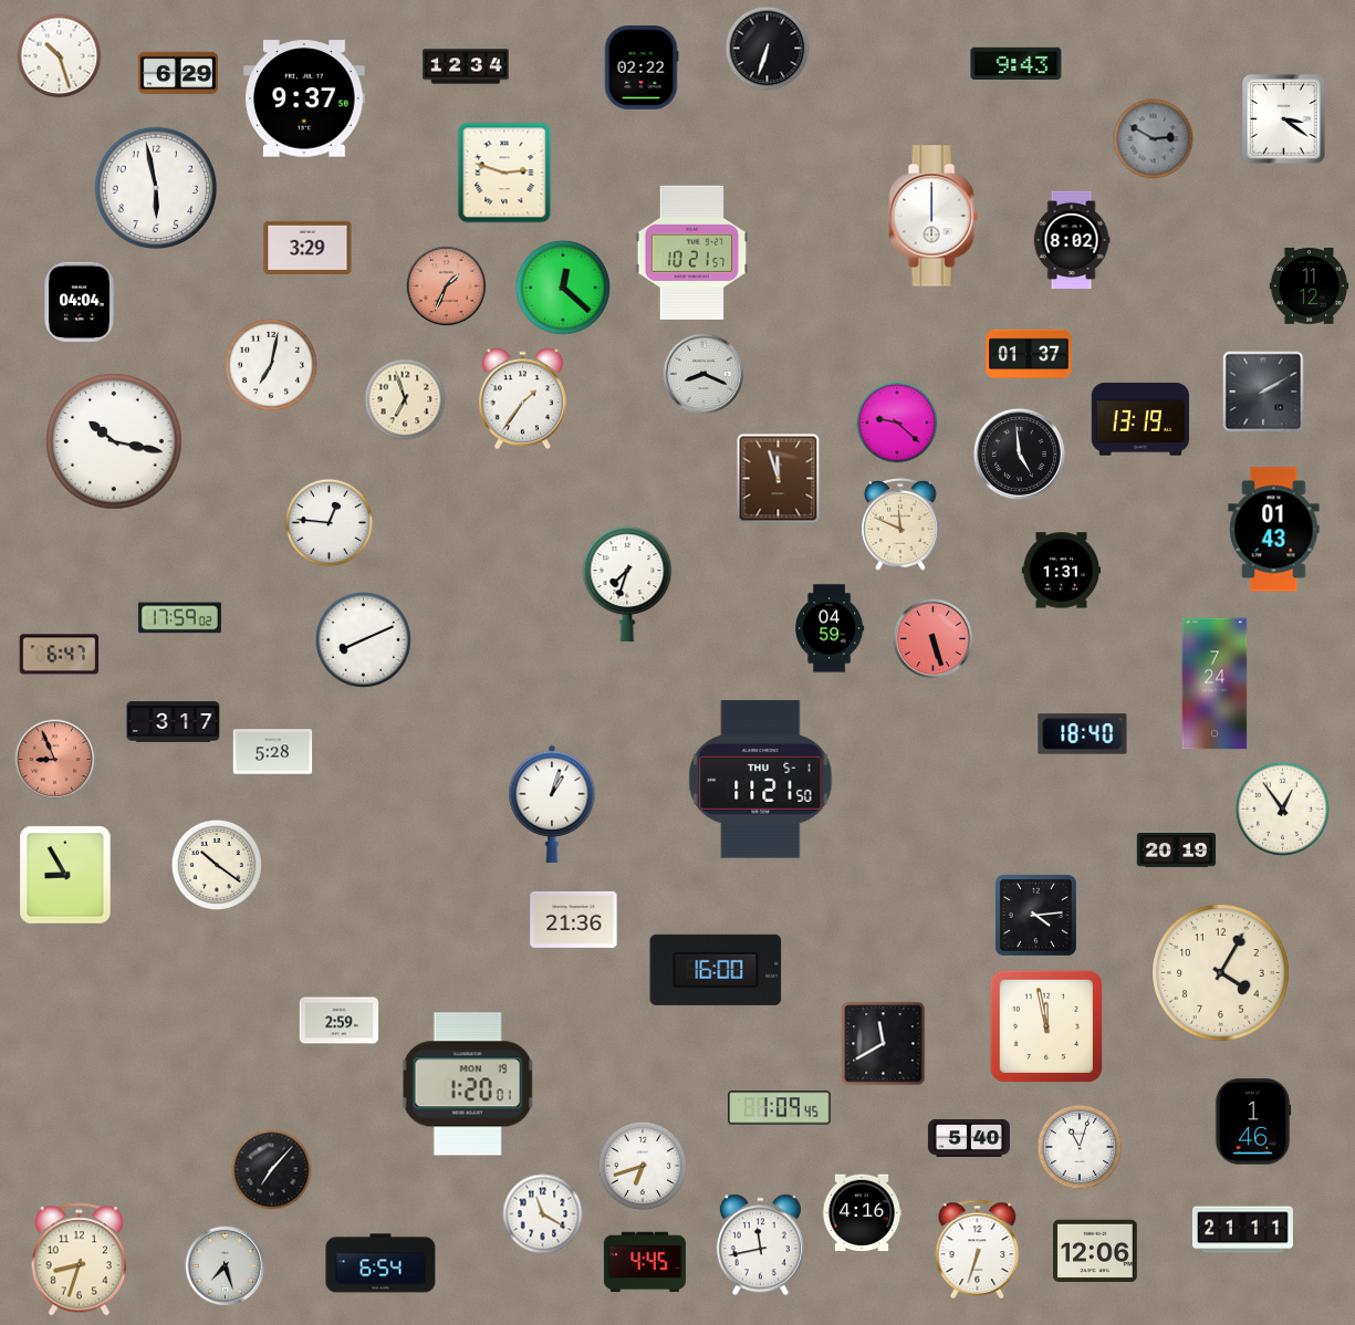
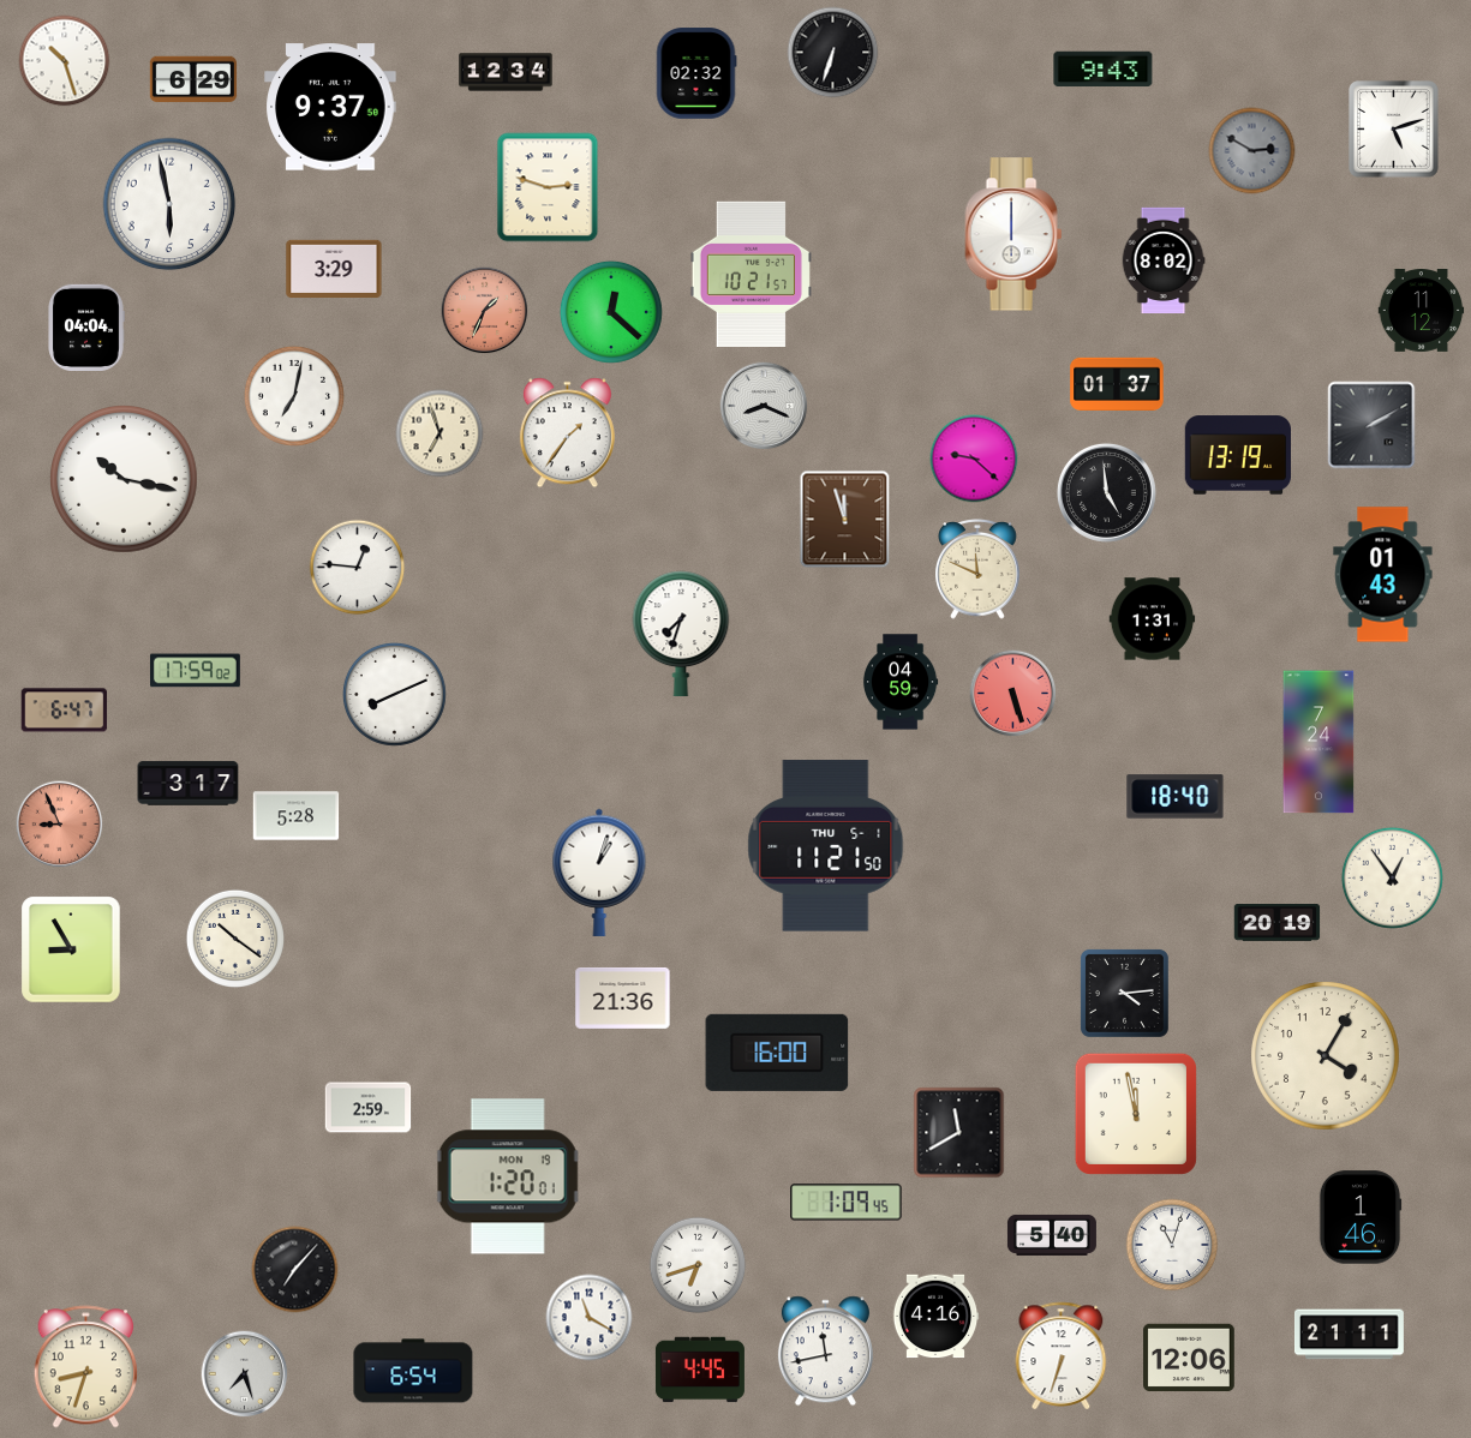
clock at (642, 67): 02:22 -> 02:32
clock at (1284, 119): 3:21 -> 5:12
